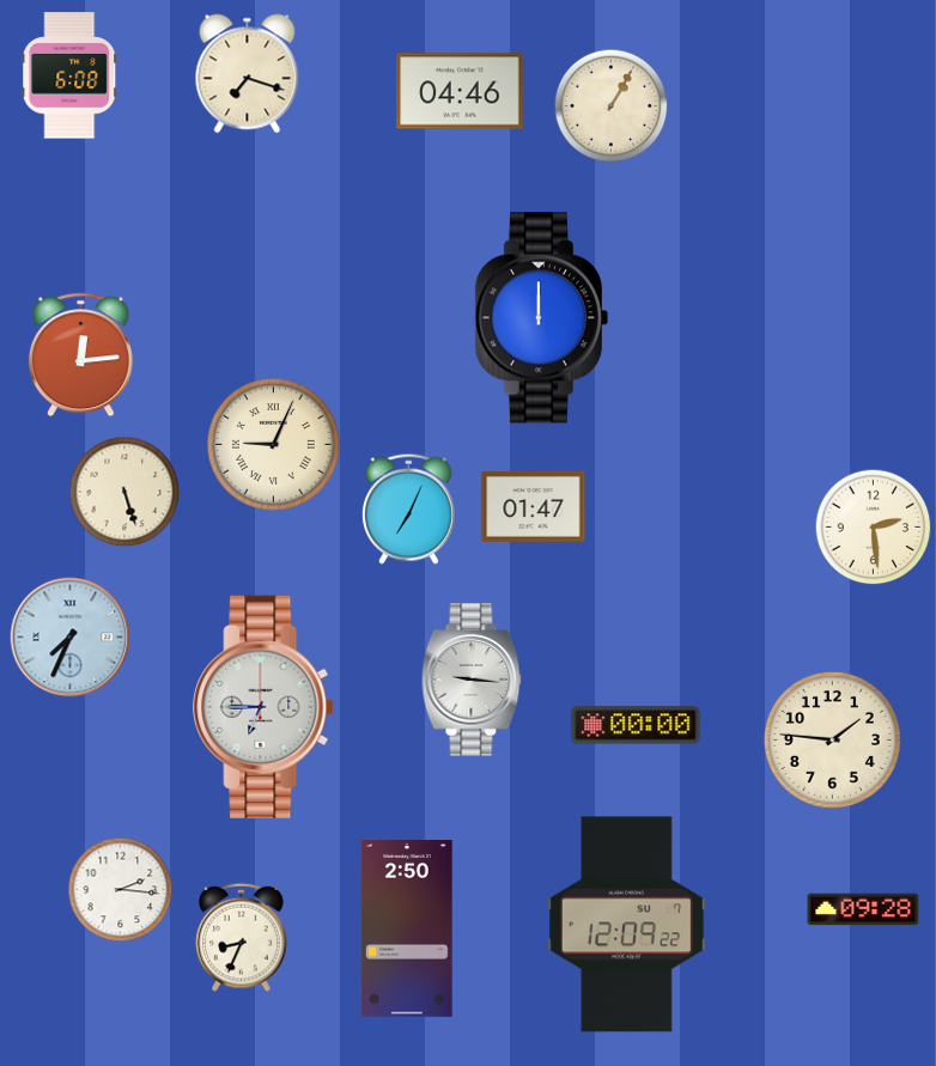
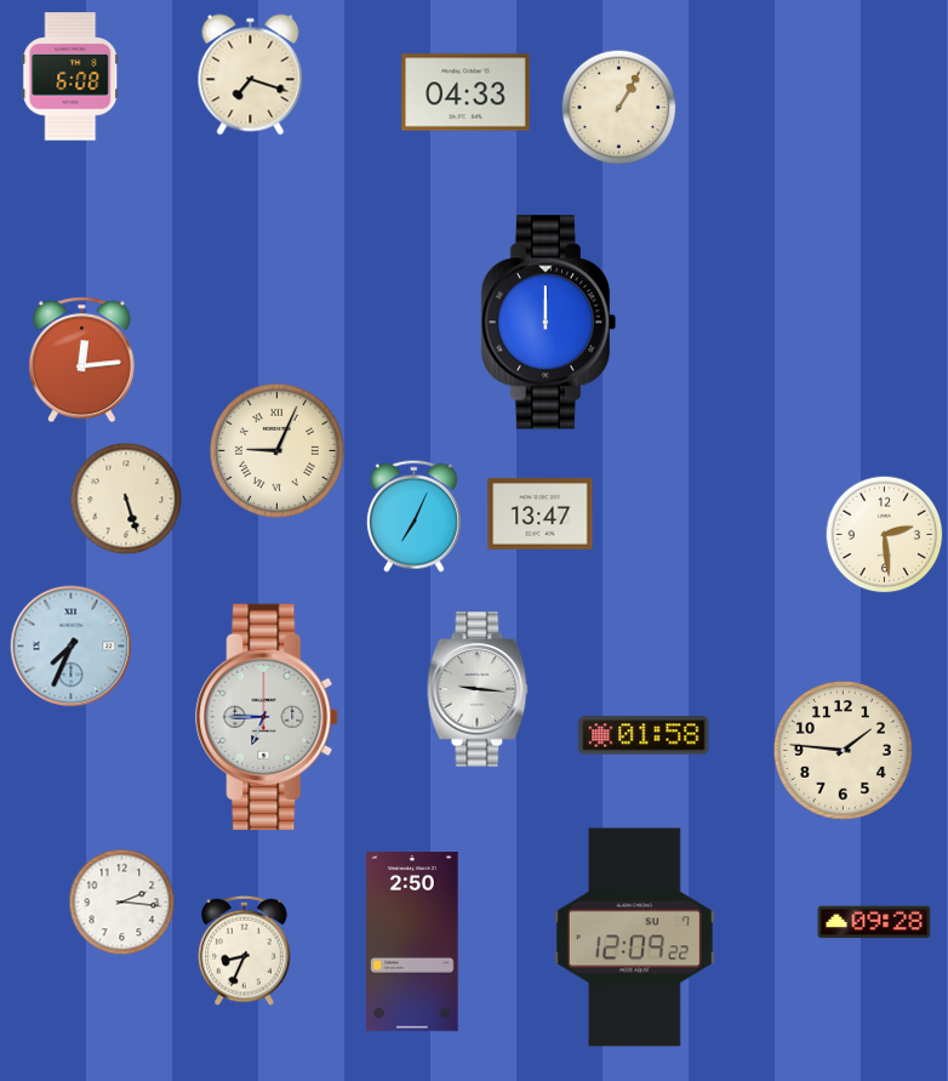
clock at (460, 91): 04:46 -> 04:33
clock at (534, 506): 01:47 -> 13:47
clock at (636, 725): 00:00 -> 01:58
